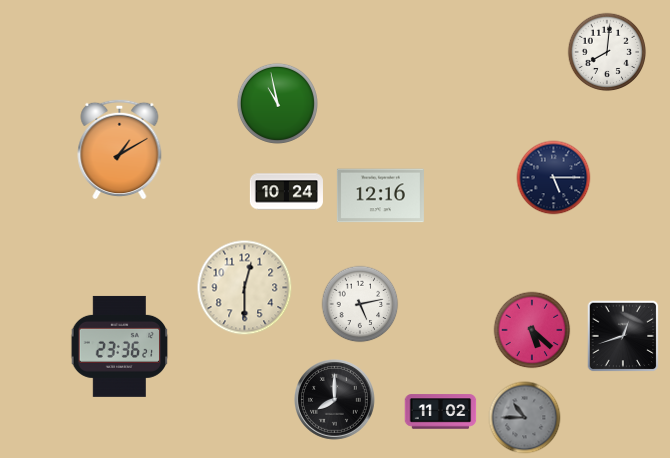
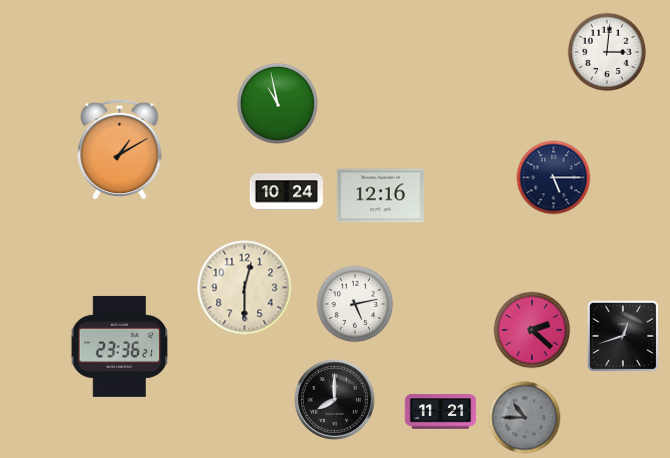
clock at (607, 52): 8:01 -> 3:01
clock at (360, 304) position: (360, 304) -> (355, 304)
clock at (532, 330): 5:22 -> 2:22
clock at (441, 412): 11:02 -> 11:21
